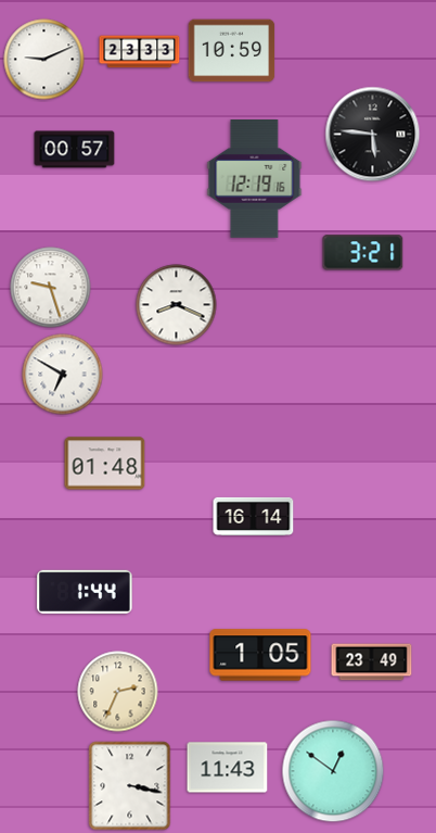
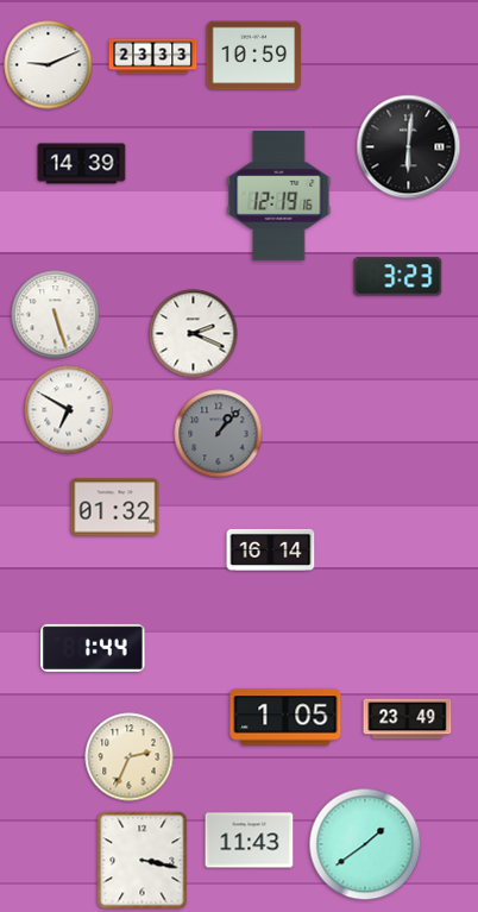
clock at (373, 135): 5:46 -> 6:01
clock at (75, 150): 00:57 -> 14:39
clock at (363, 253): 3:21 -> 3:23
clock at (51, 288): 9:27 -> 5:27
clock at (177, 305): 8:19 -> 2:19
clock at (219, 434): none -> 1:07
clock at (105, 464): 01:48 -> 01:32
clock at (254, 516) position: (254, 516) -> (271, 549)
clock at (372, 662) position: (372, 662) -> (408, 719)
clock at (333, 771): 12:51 -> 1:39
